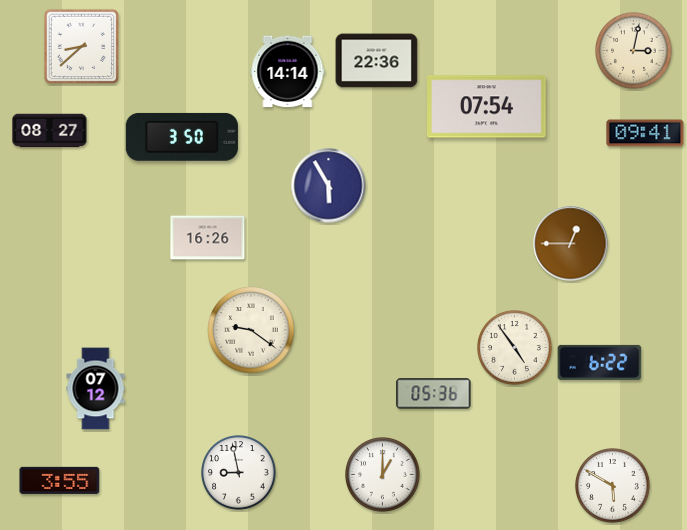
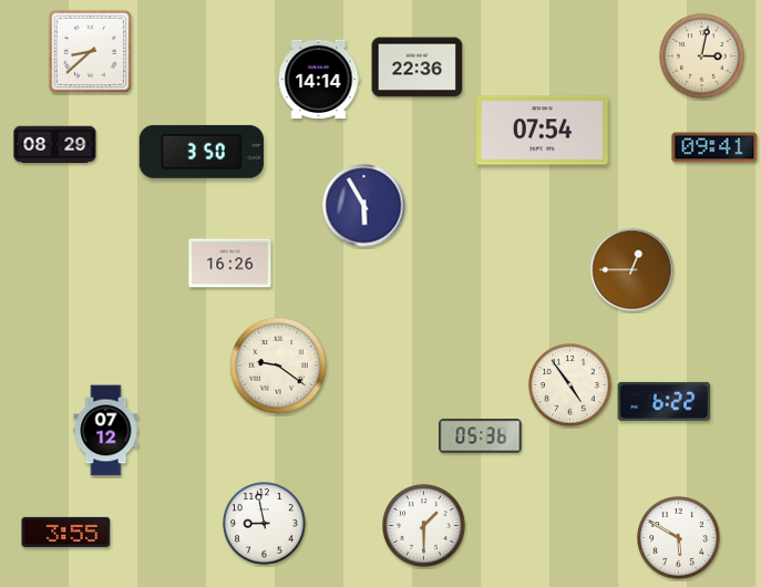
clock at (487, 107) position: (487, 107) -> (543, 131)
clock at (50, 131): 08:27 -> 08:29
clock at (383, 475): 1:00 -> 1:30
